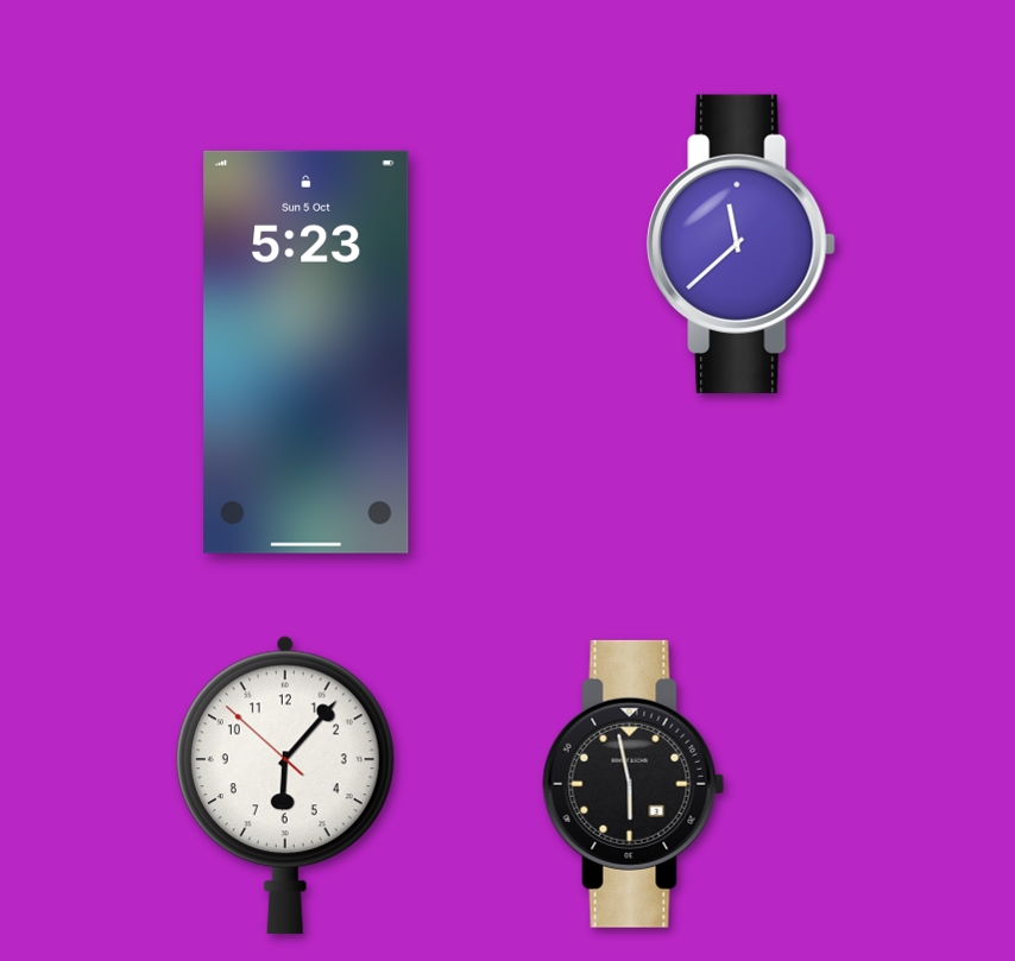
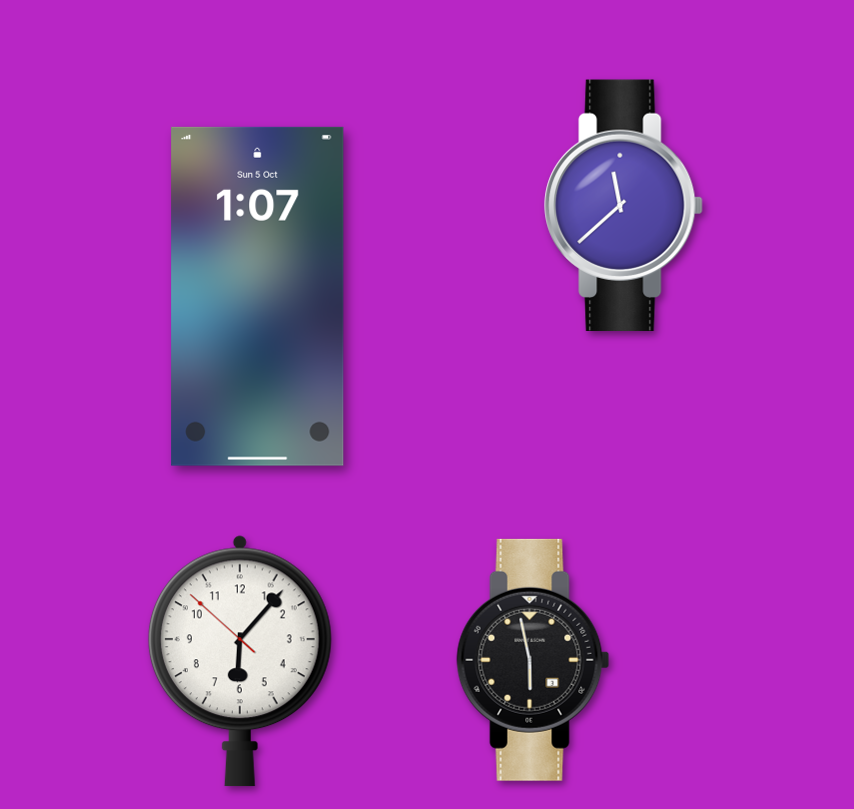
clock at (307, 352): 5:23 -> 1:07
